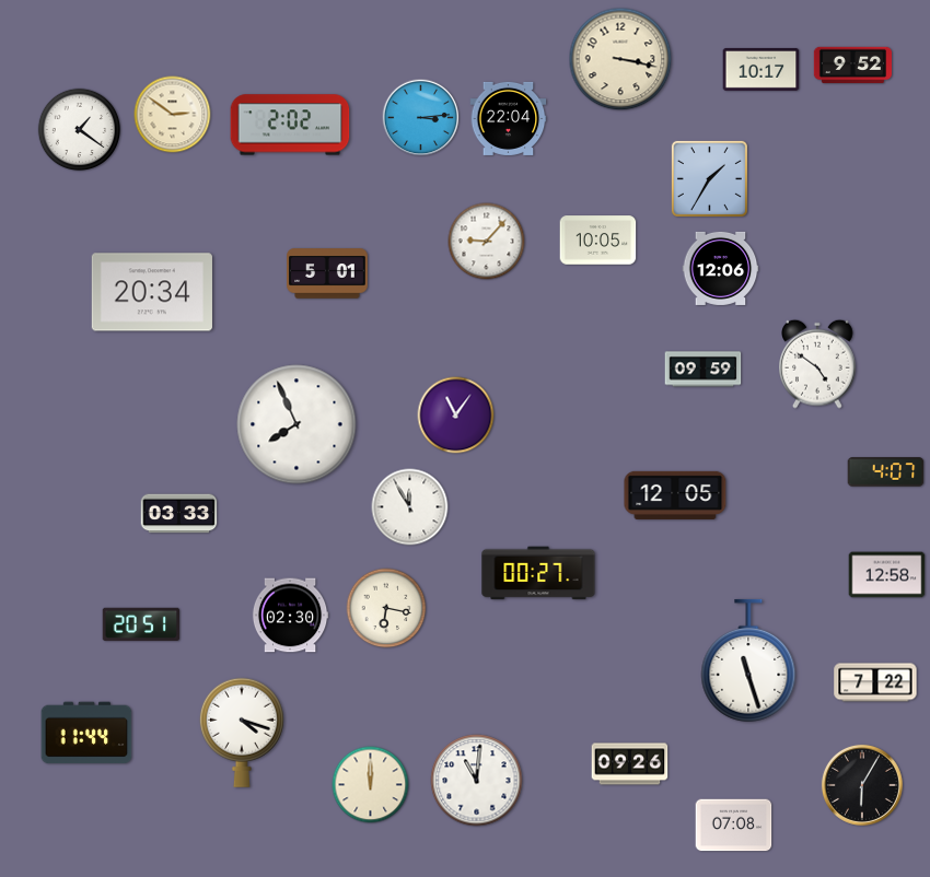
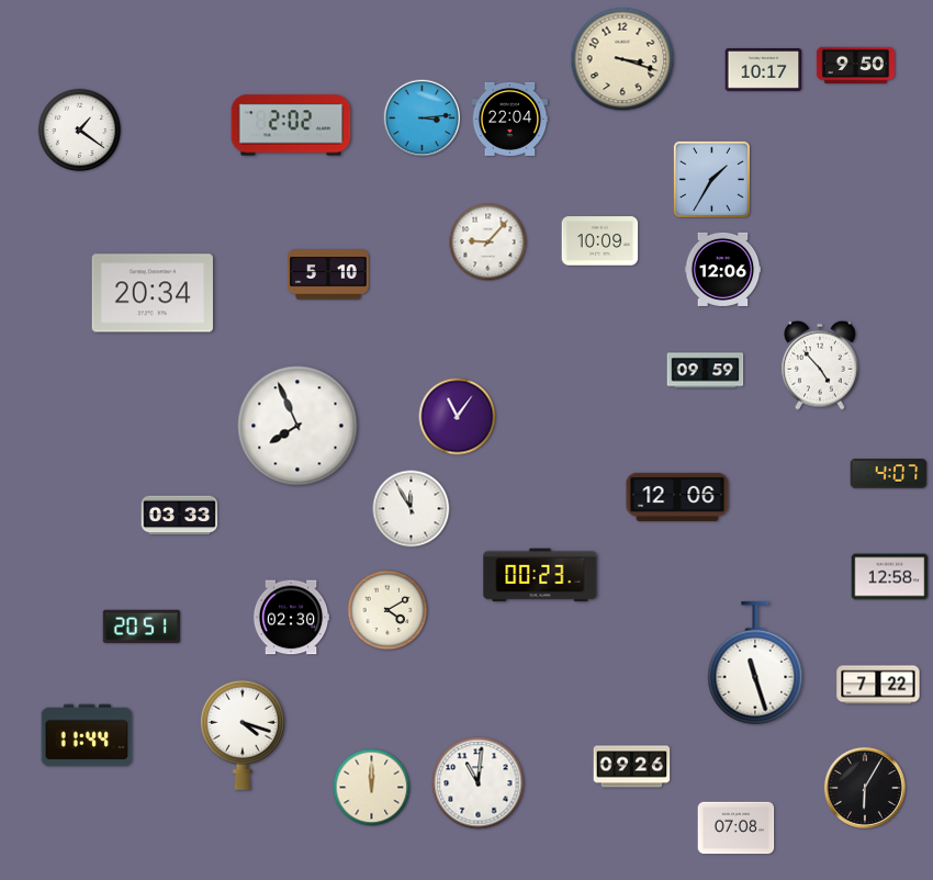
clock at (620, 59): 3:17 -> 3:18
clock at (852, 66): 9:52 -> 9:50
clock at (173, 115): 2:51 -> none
clock at (598, 241): 10:05 -> 10:09
clock at (327, 273): 5:01 -> 5:10
clock at (818, 364): 4:51 -> 4:53
clock at (675, 495): 12:05 -> 12:06
clock at (538, 573): 00:27 -> 00:23
clock at (386, 608): 6:17 -> 4:10
clock at (748, 660) position: (748, 660) -> (755, 663)
